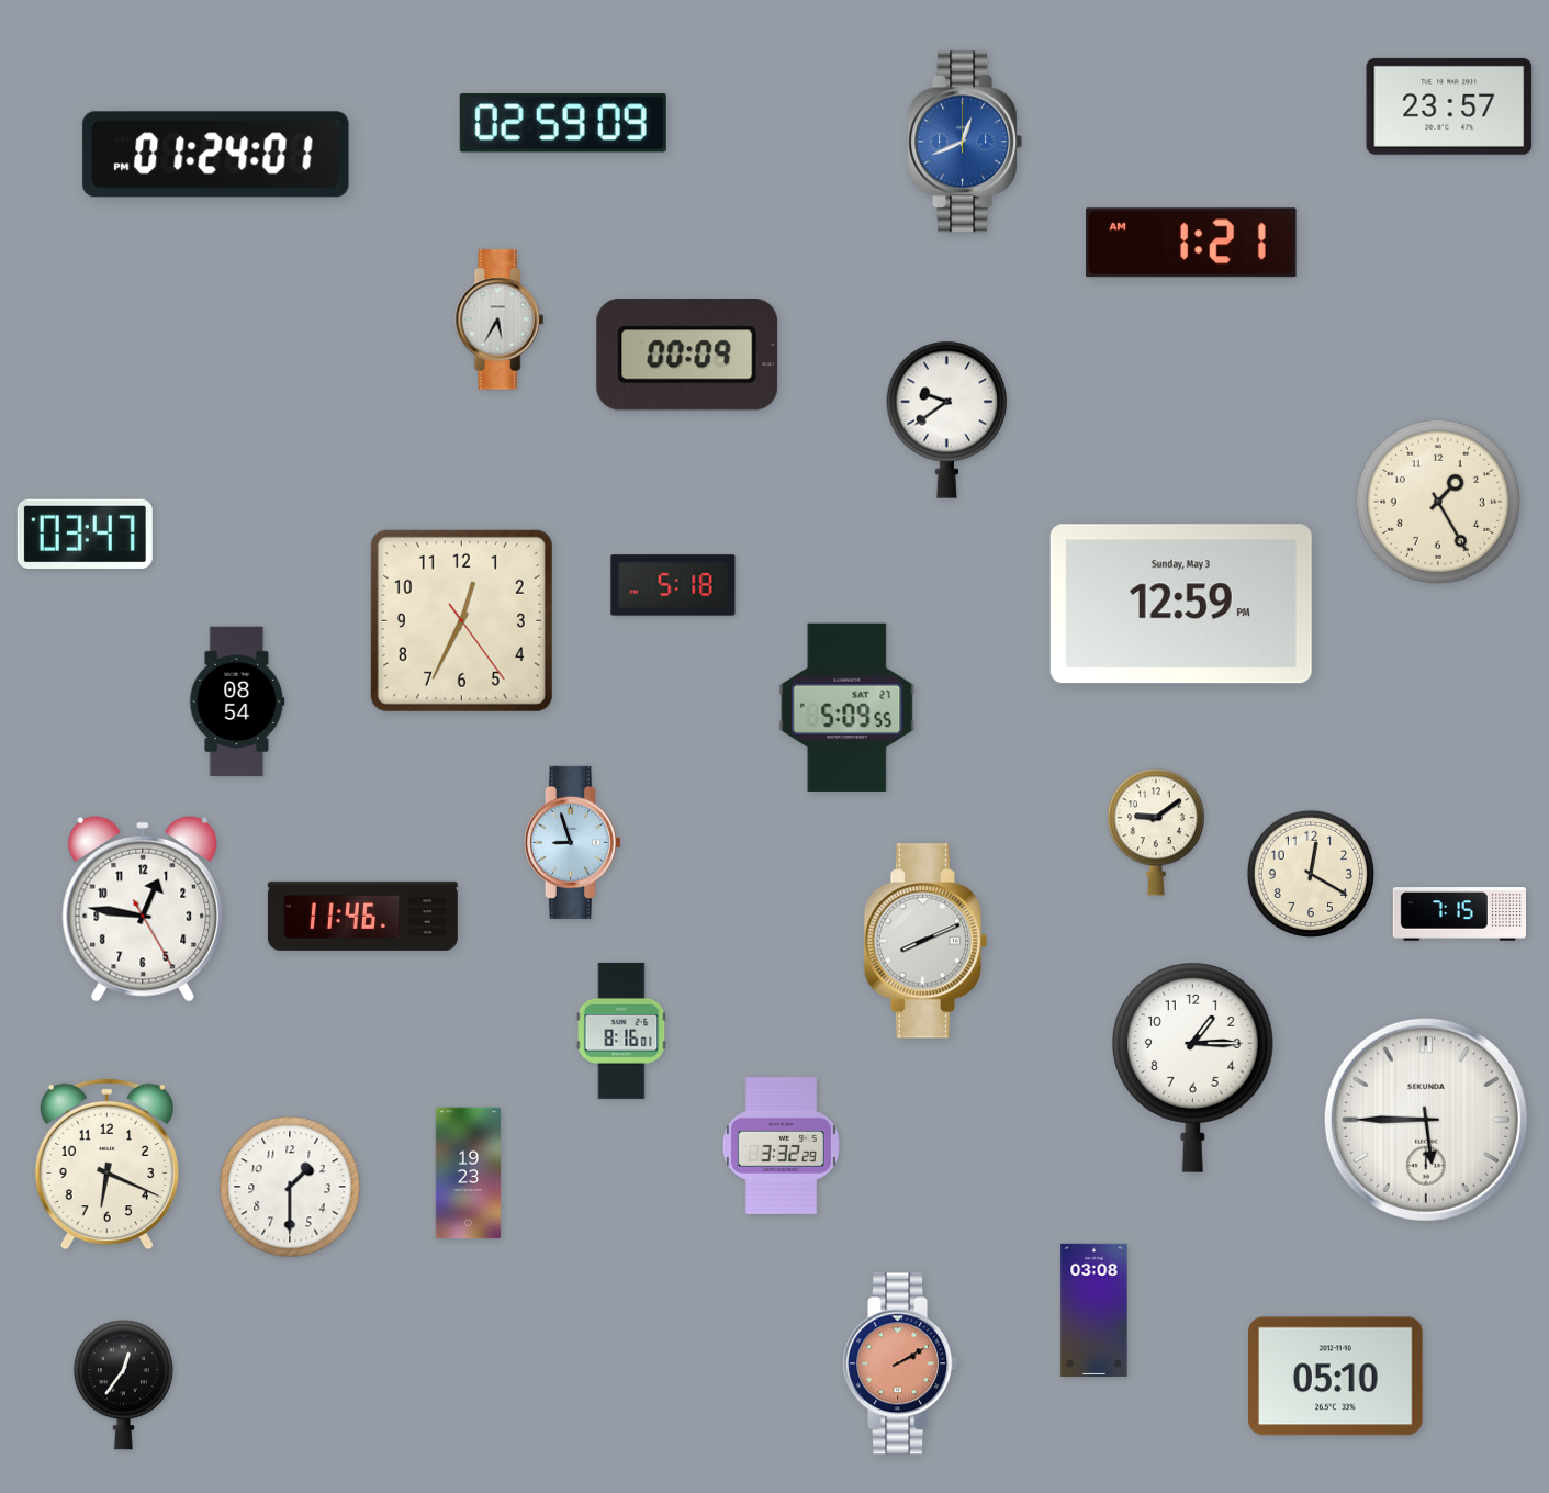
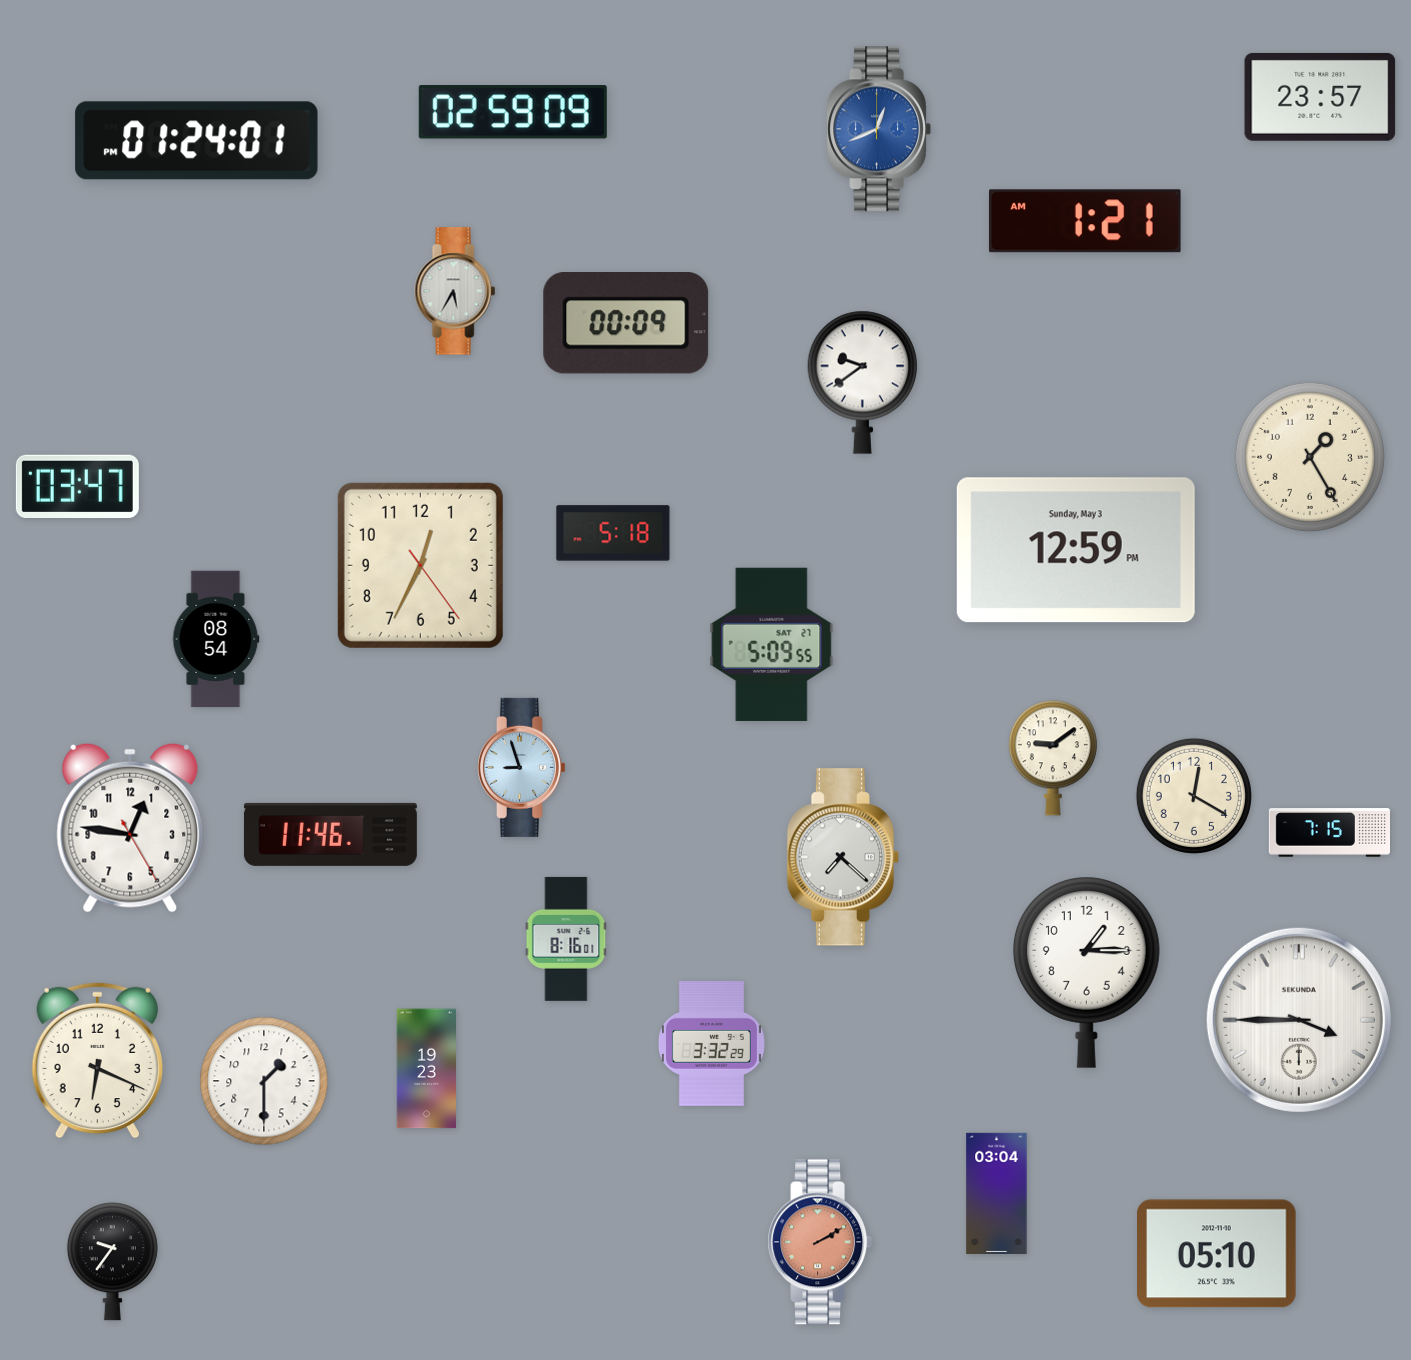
clock at (924, 941): 8:11 -> 7:22
clock at (1426, 1120): 5:45 -> 3:45
clock at (1095, 1310): 03:08 -> 03:04
clock at (123, 1385): 12:36 -> 9:36
